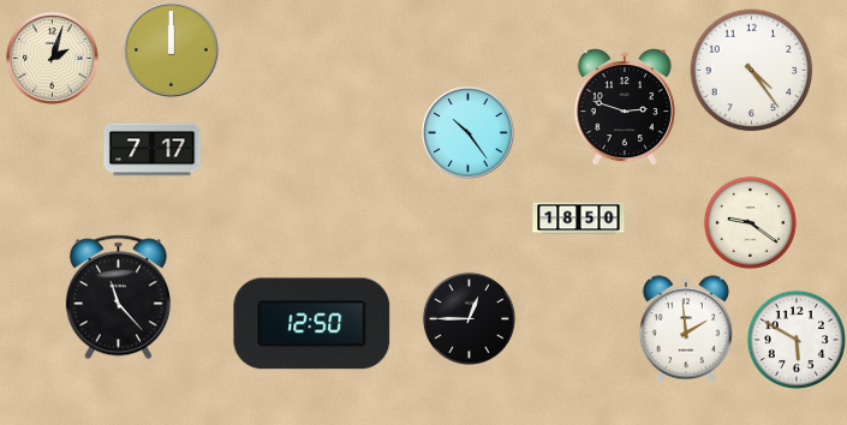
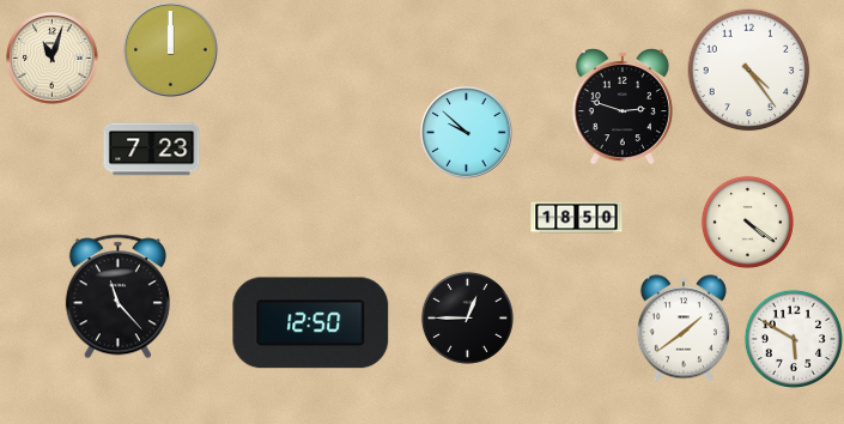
clock at (53, 59): 2:03 -> 11:03
clock at (469, 133): 10:24 -> 9:52
clock at (153, 150): 7:17 -> 7:23
clock at (750, 222): 9:21 -> 4:21
clock at (686, 329): 1:59 -> 1:39
